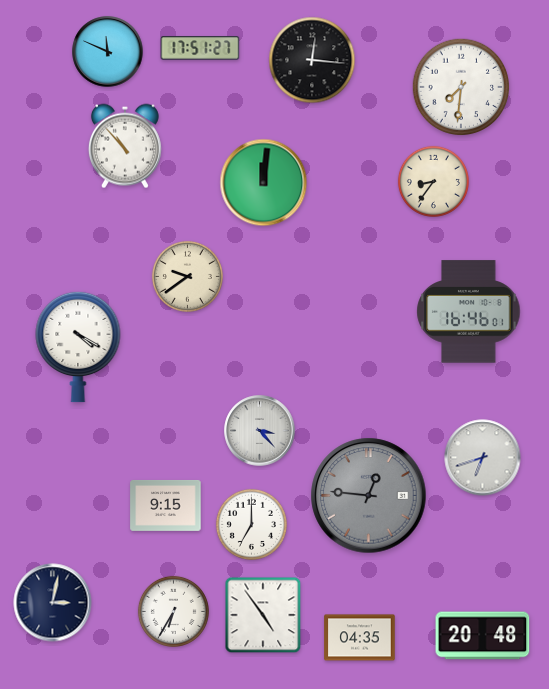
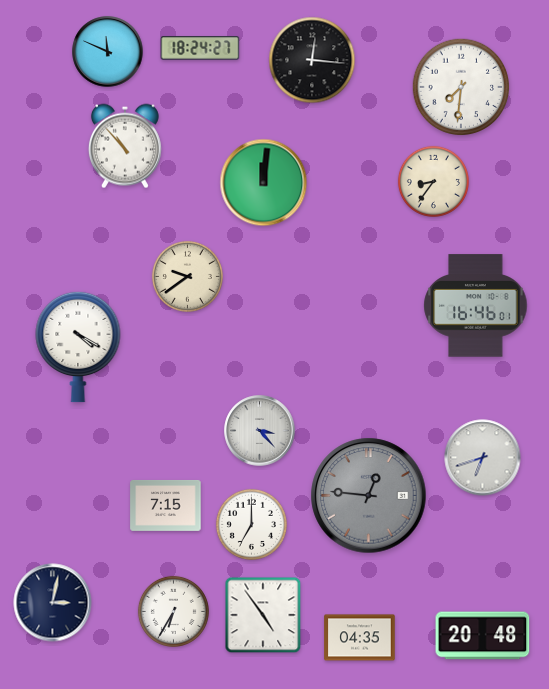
clock at (200, 48): 17:51 -> 18:24
clock at (469, 312) position: (469, 312) -> (476, 306)
clock at (166, 506): 9:15 -> 7:15
